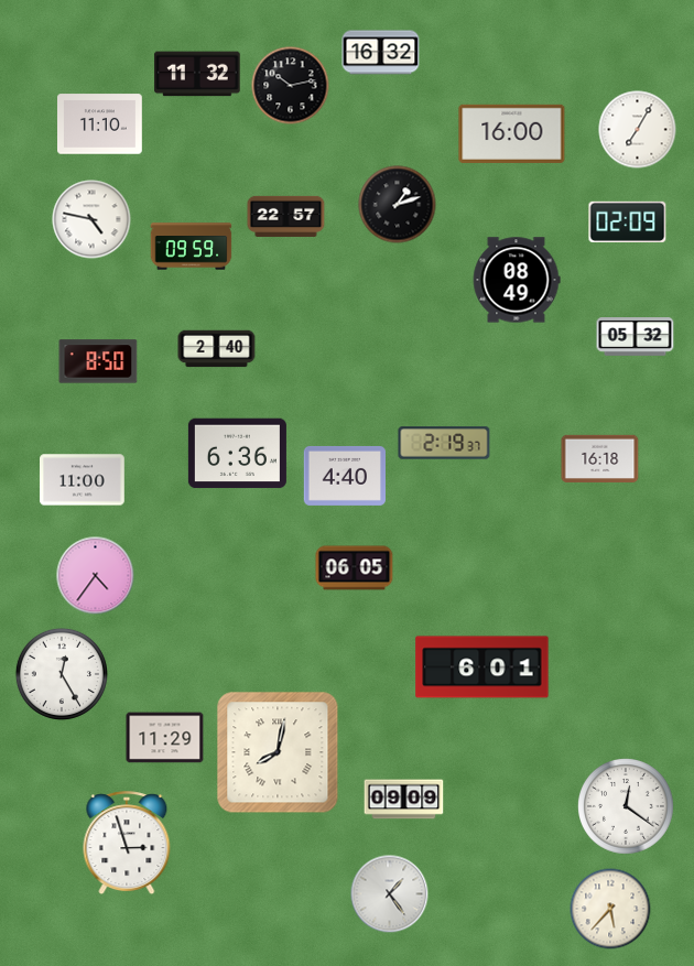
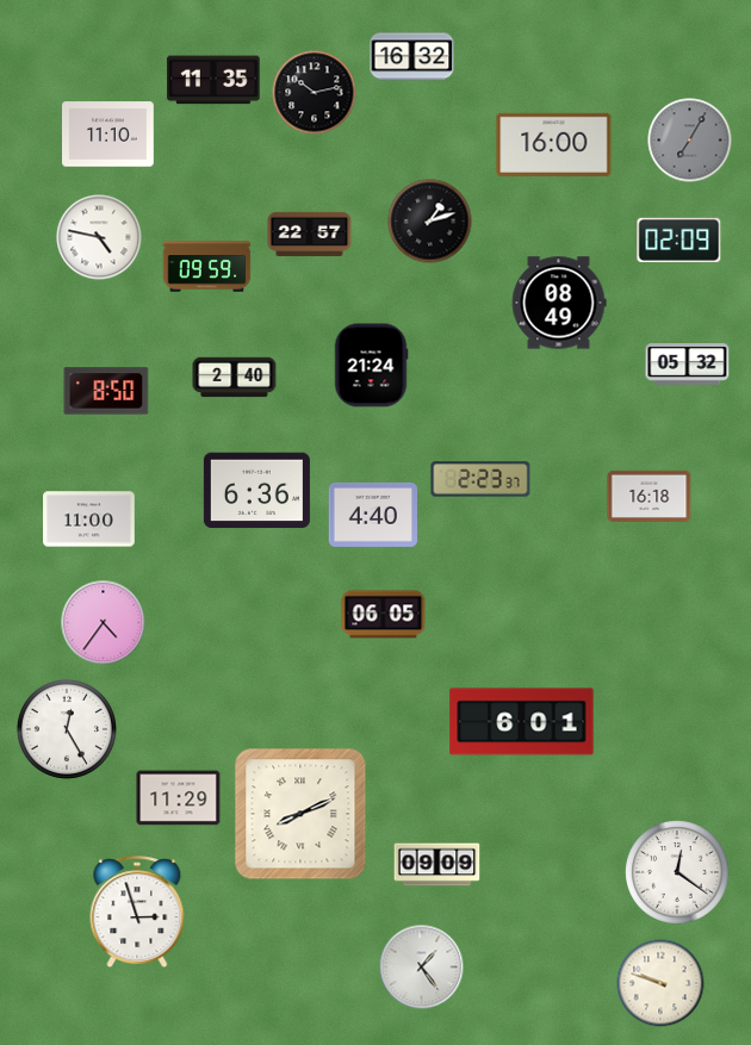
clock at (197, 74): 11:32 -> 11:35
clock at (638, 130) dial: white -> grey
clock at (371, 366): none -> 21:24
clock at (444, 443): 2:19 -> 2:23
clock at (278, 752): 8:02 -> 8:11
clock at (610, 909): 5:37 -> 9:48
